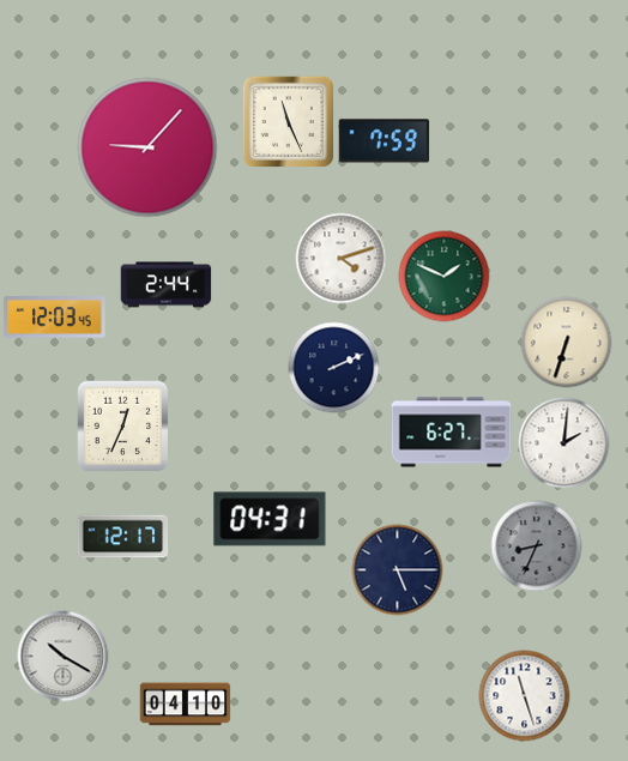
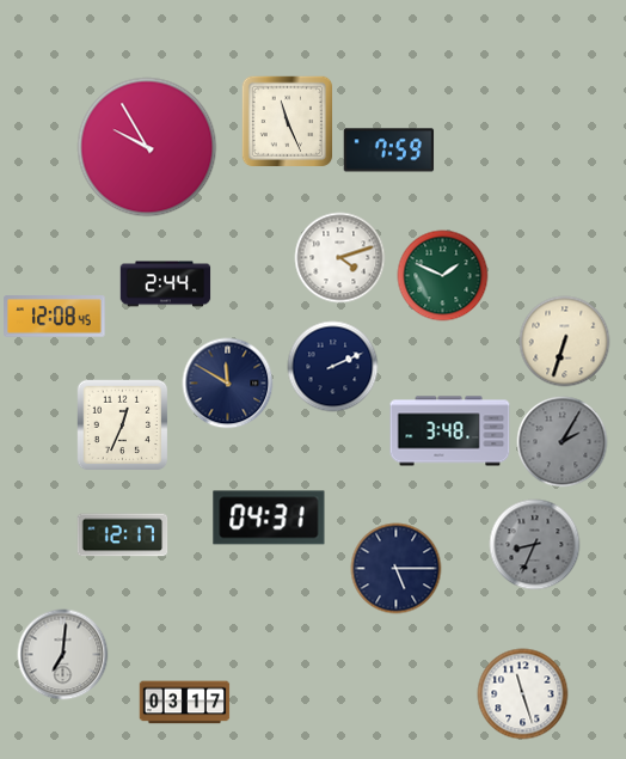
clock at (385, 141) position: (385, 141) -> (389, 151)
clock at (147, 147): 9:07 -> 9:55
clock at (55, 318): 12:03 -> 12:08
clock at (228, 384): none -> 11:50
clock at (452, 433): 6:27 -> 3:48
clock at (564, 443): 2:01 -> 2:05
clock at (564, 443) dial: white -> grey
clock at (64, 657): 10:20 -> 7:01
clock at (186, 705): 04:10 -> 03:17
